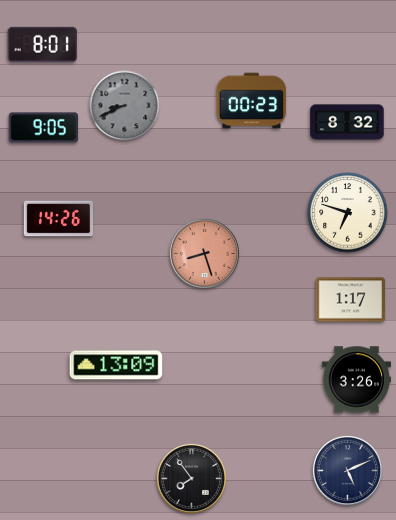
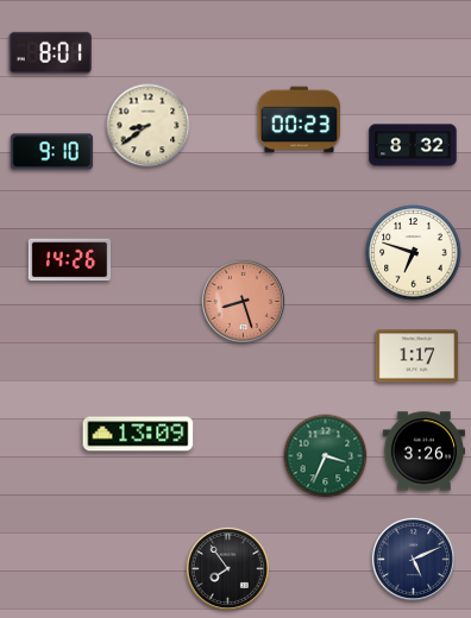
clock at (125, 106): 8:41 -> 8:39
clock at (125, 106) dial: grey -> cream
clock at (44, 128): 9:05 -> 9:10
clock at (326, 456): none -> 3:34
